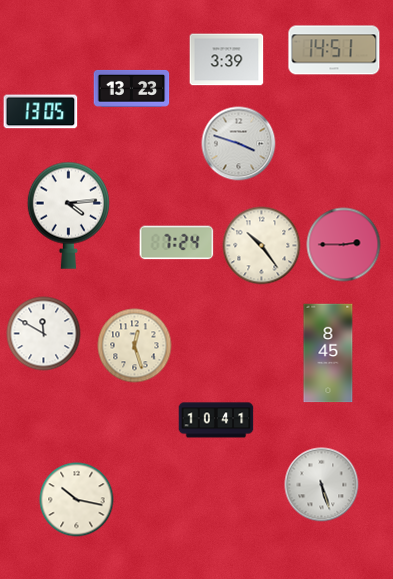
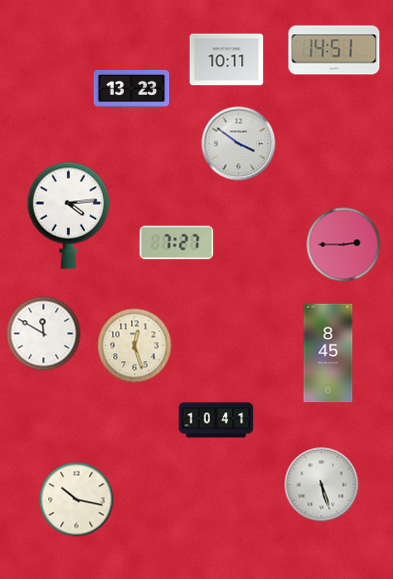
clock at (227, 60): 3:39 -> 10:11
clock at (41, 112): 13:05 -> none
clock at (239, 144): 3:48 -> 3:51
clock at (177, 243): 7:24 -> 7:27
clock at (262, 246): 10:24 -> none
